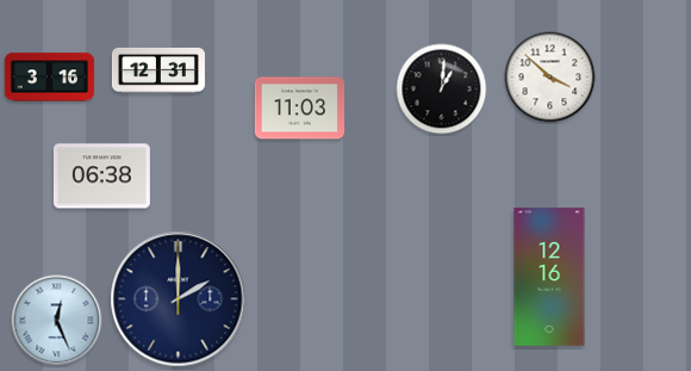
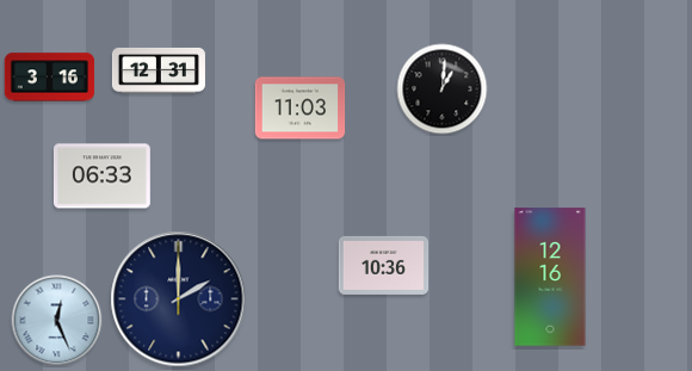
clock at (550, 78): 3:52 -> none
clock at (101, 177): 06:38 -> 06:33
clock at (384, 265): none -> 10:36
